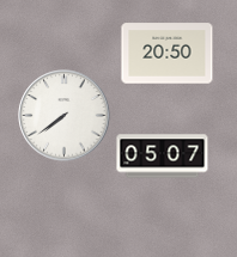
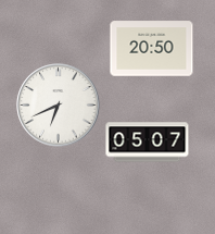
clock at (65, 116): 7:39 -> 6:41
